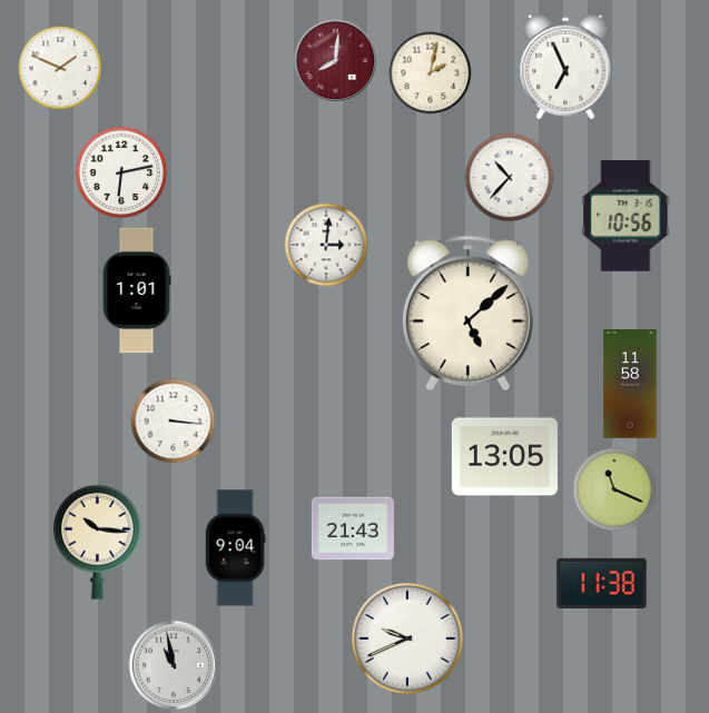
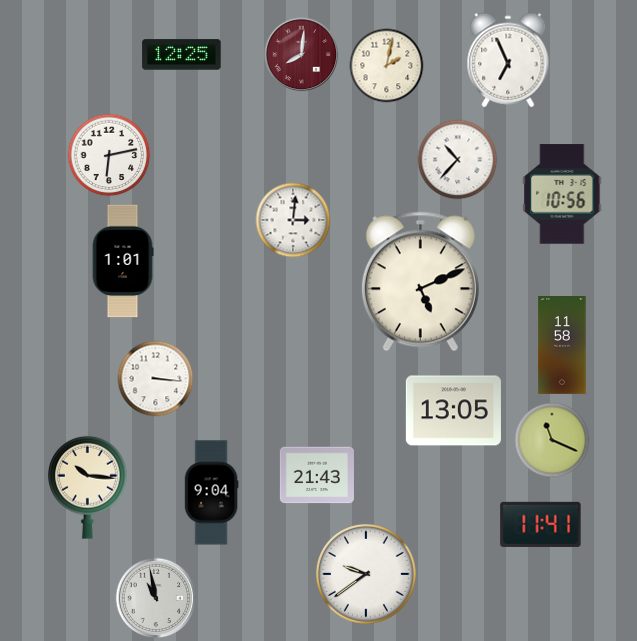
clock at (182, 55): none -> 12:25
clock at (60, 68): 1:49 -> none
clock at (467, 314): 5:08 -> 5:11
clock at (630, 385) position: (630, 385) -> (562, 346)
clock at (602, 583): 11:38 -> 11:41
clock at (407, 638): 9:41 -> 9:39
